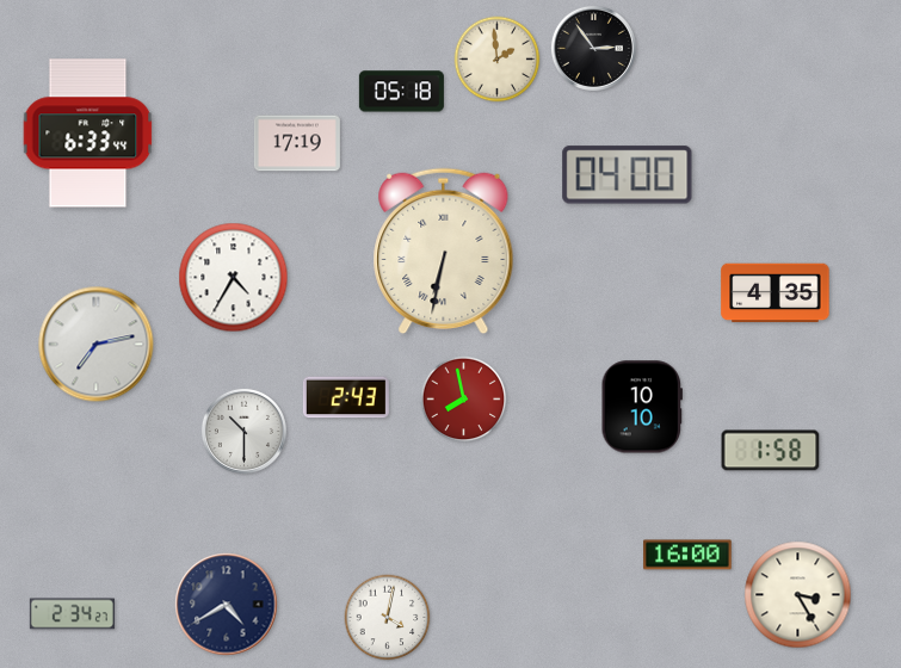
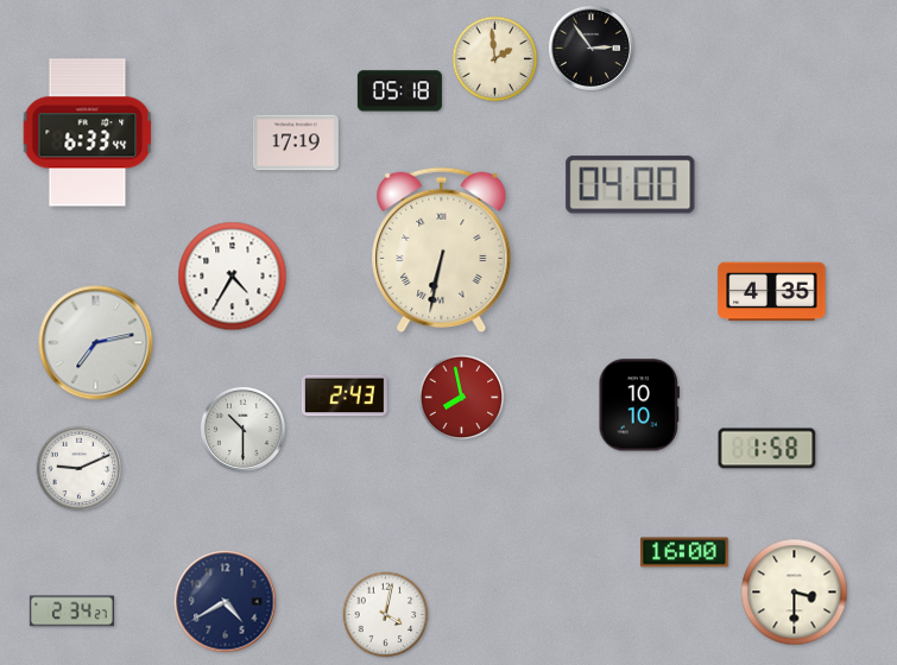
clock at (628, 175) position: (628, 175) -> (631, 185)
clock at (80, 469): none -> 9:11
clock at (798, 595): 3:25 -> 3:30
